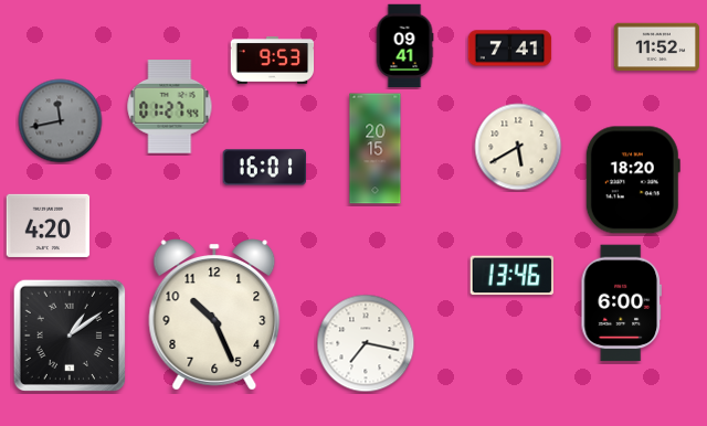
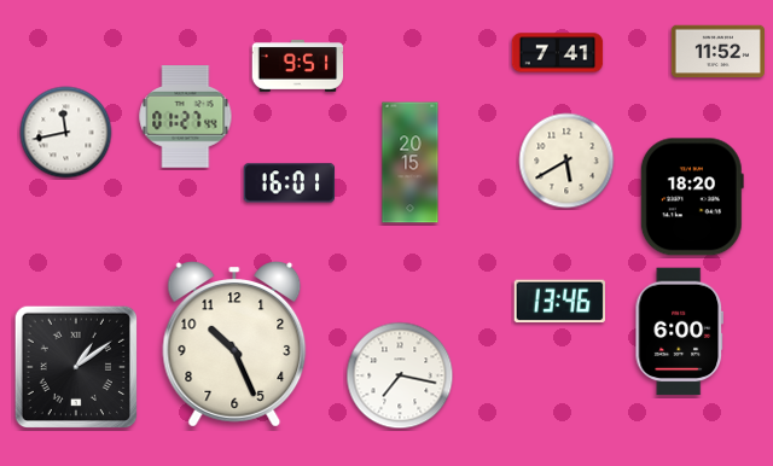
clock at (404, 46): 09:41 -> none
clock at (273, 60): 9:53 -> 9:51
clock at (61, 121) dial: grey -> white
clock at (49, 225): 4:20 -> none
